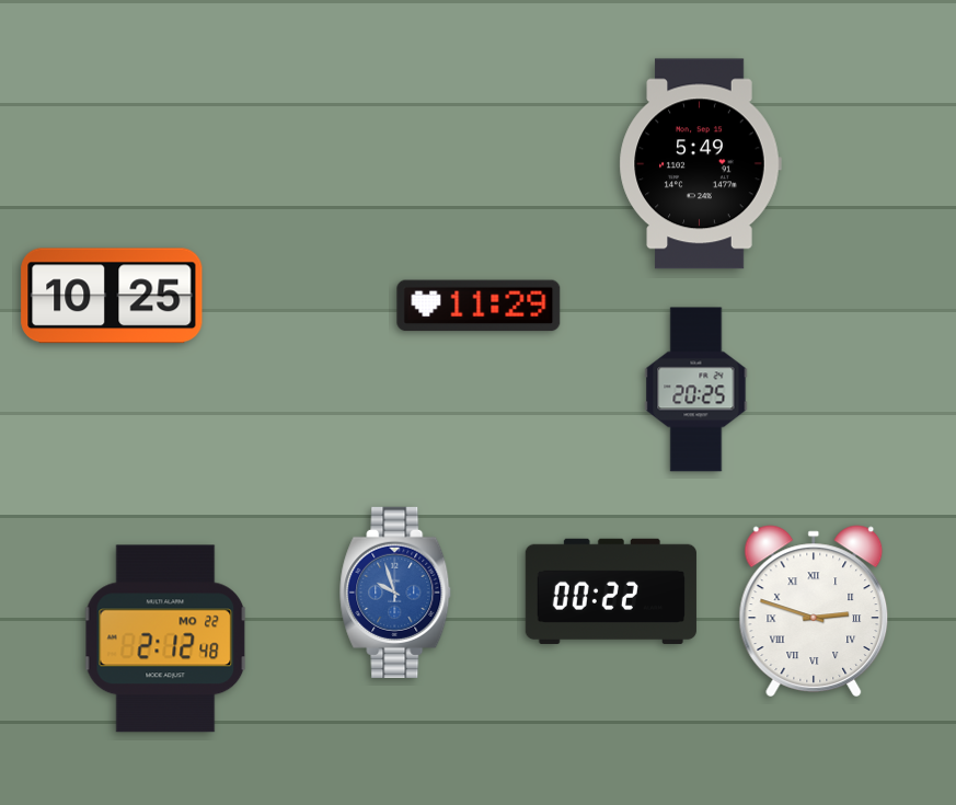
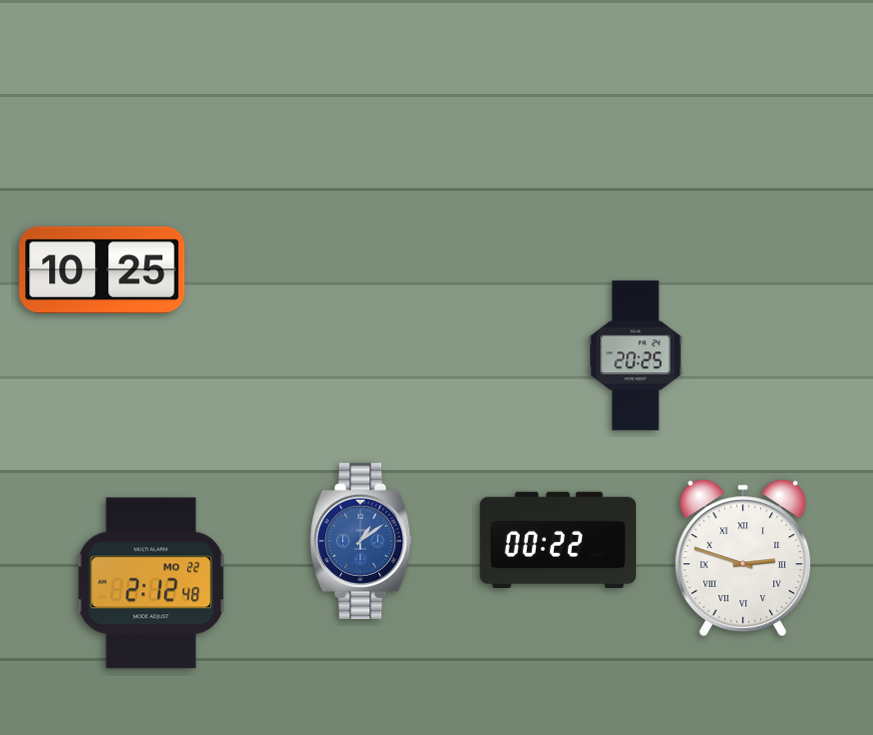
clock at (700, 164): 5:49 -> none
clock at (479, 306): 11:29 -> none
clock at (396, 593): 9:57 -> 1:09
